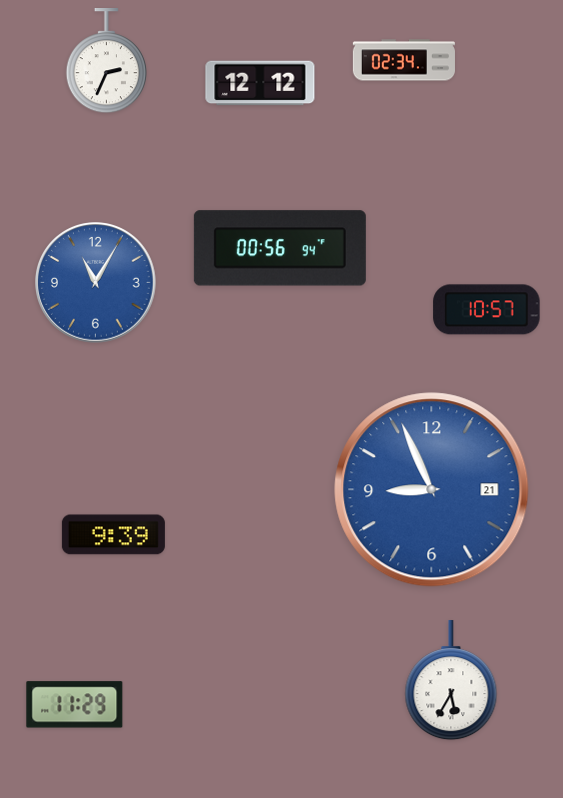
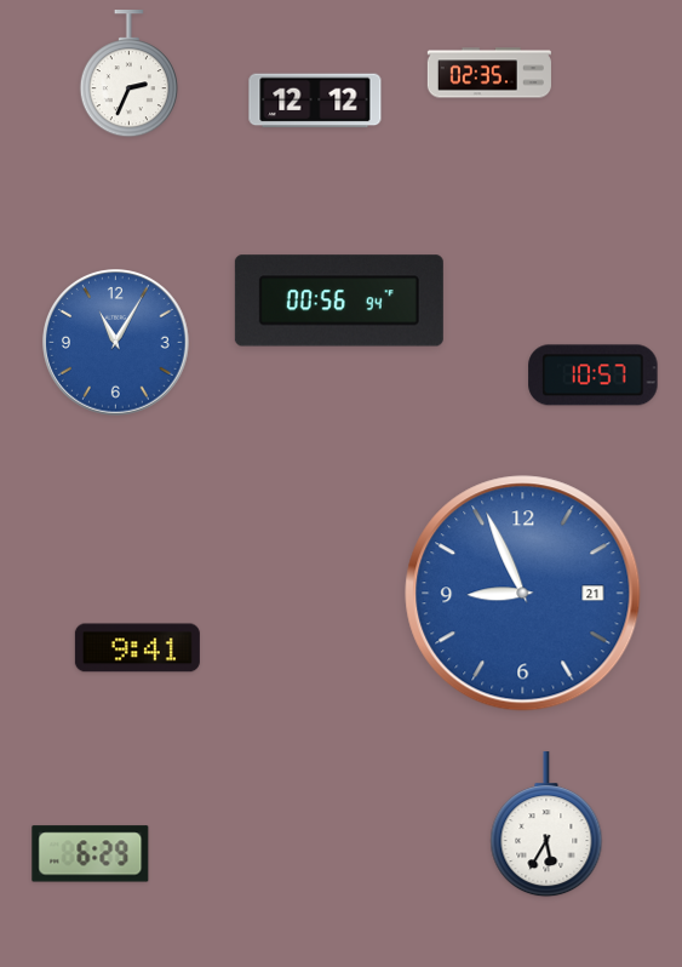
clock at (404, 60): 02:34 -> 02:35
clock at (487, 310) position: (487, 310) -> (594, 376)
clock at (113, 535): 9:39 -> 9:41
clock at (75, 705): 11:29 -> 6:29
